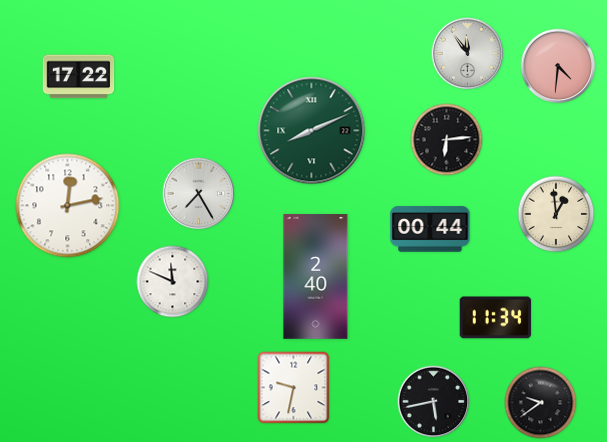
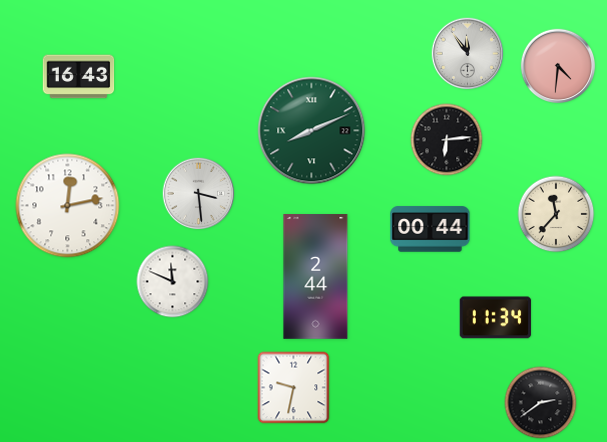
clock at (79, 77): 17:22 -> 16:43
clock at (199, 194): 7:25 -> 3:29
clock at (556, 214): 12:59 -> 11:37
clock at (316, 277): 2:40 -> 2:44
clock at (434, 402): 5:43 -> none
clock at (541, 403): 9:39 -> 2:39
